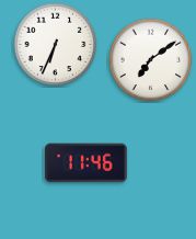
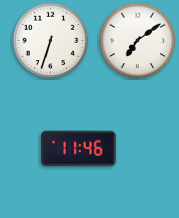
clock at (56, 45): 6:34 -> 6:33
clock at (151, 60) position: (151, 60) -> (138, 41)
